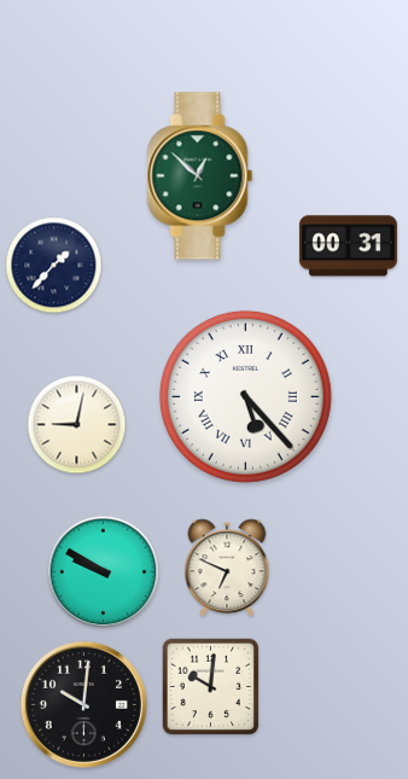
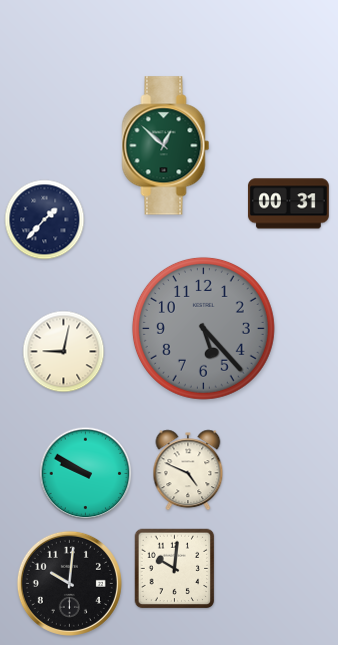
clock at (245, 396) dial: white -> grey
clock at (245, 396) numerals: Roman -> Arabic
clock at (227, 568): 6:49 -> 4:49
